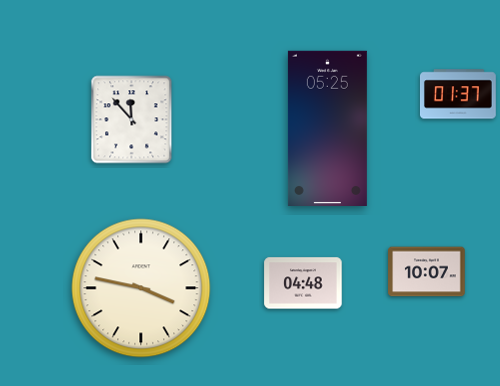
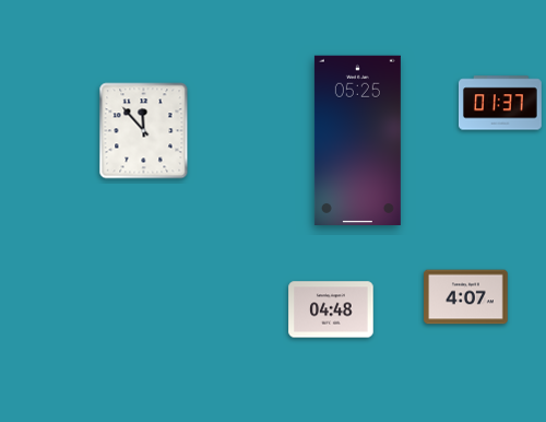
clock at (427, 272): 10:07 -> 4:07
clock at (141, 288): 3:47 -> none
